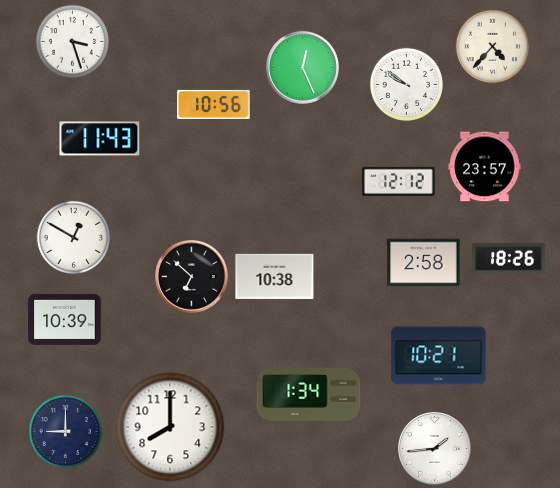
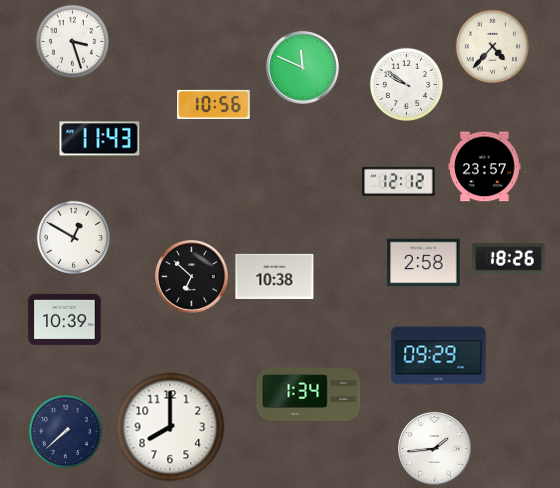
clock at (303, 68): 12:26 -> 11:49
clock at (439, 356): 10:21 -> 09:29
clock at (65, 431): 9:00 -> 7:38
